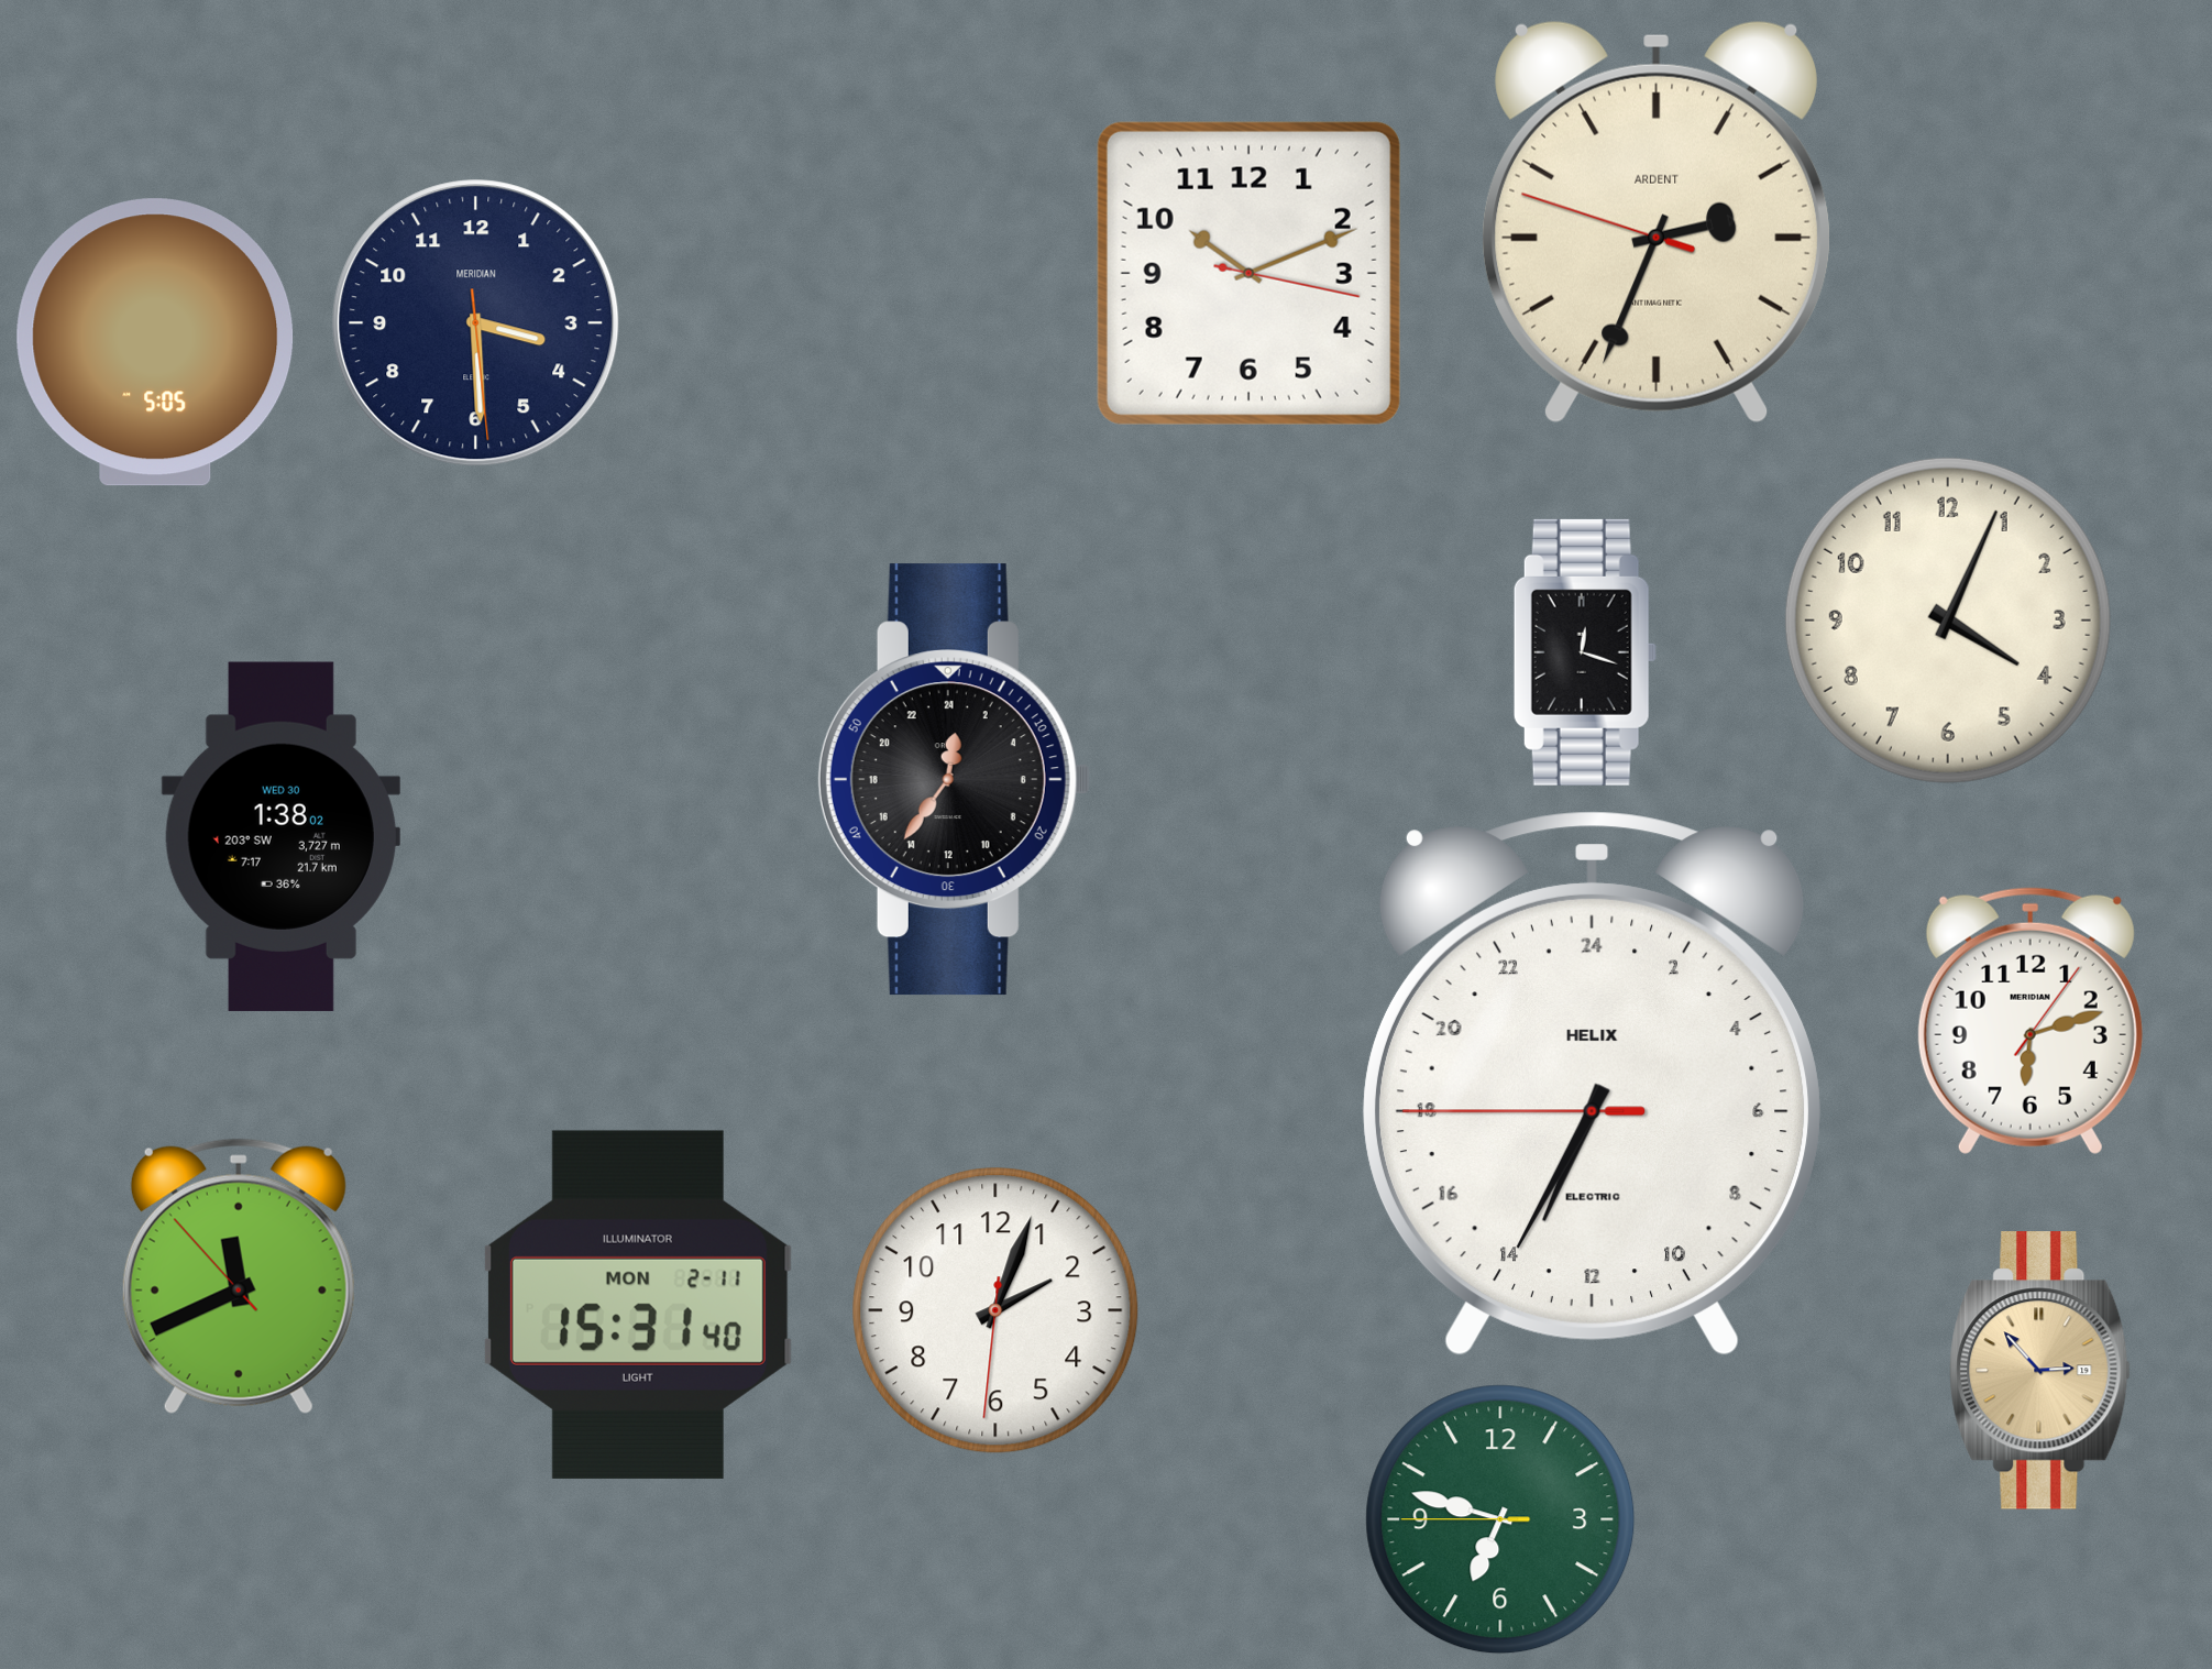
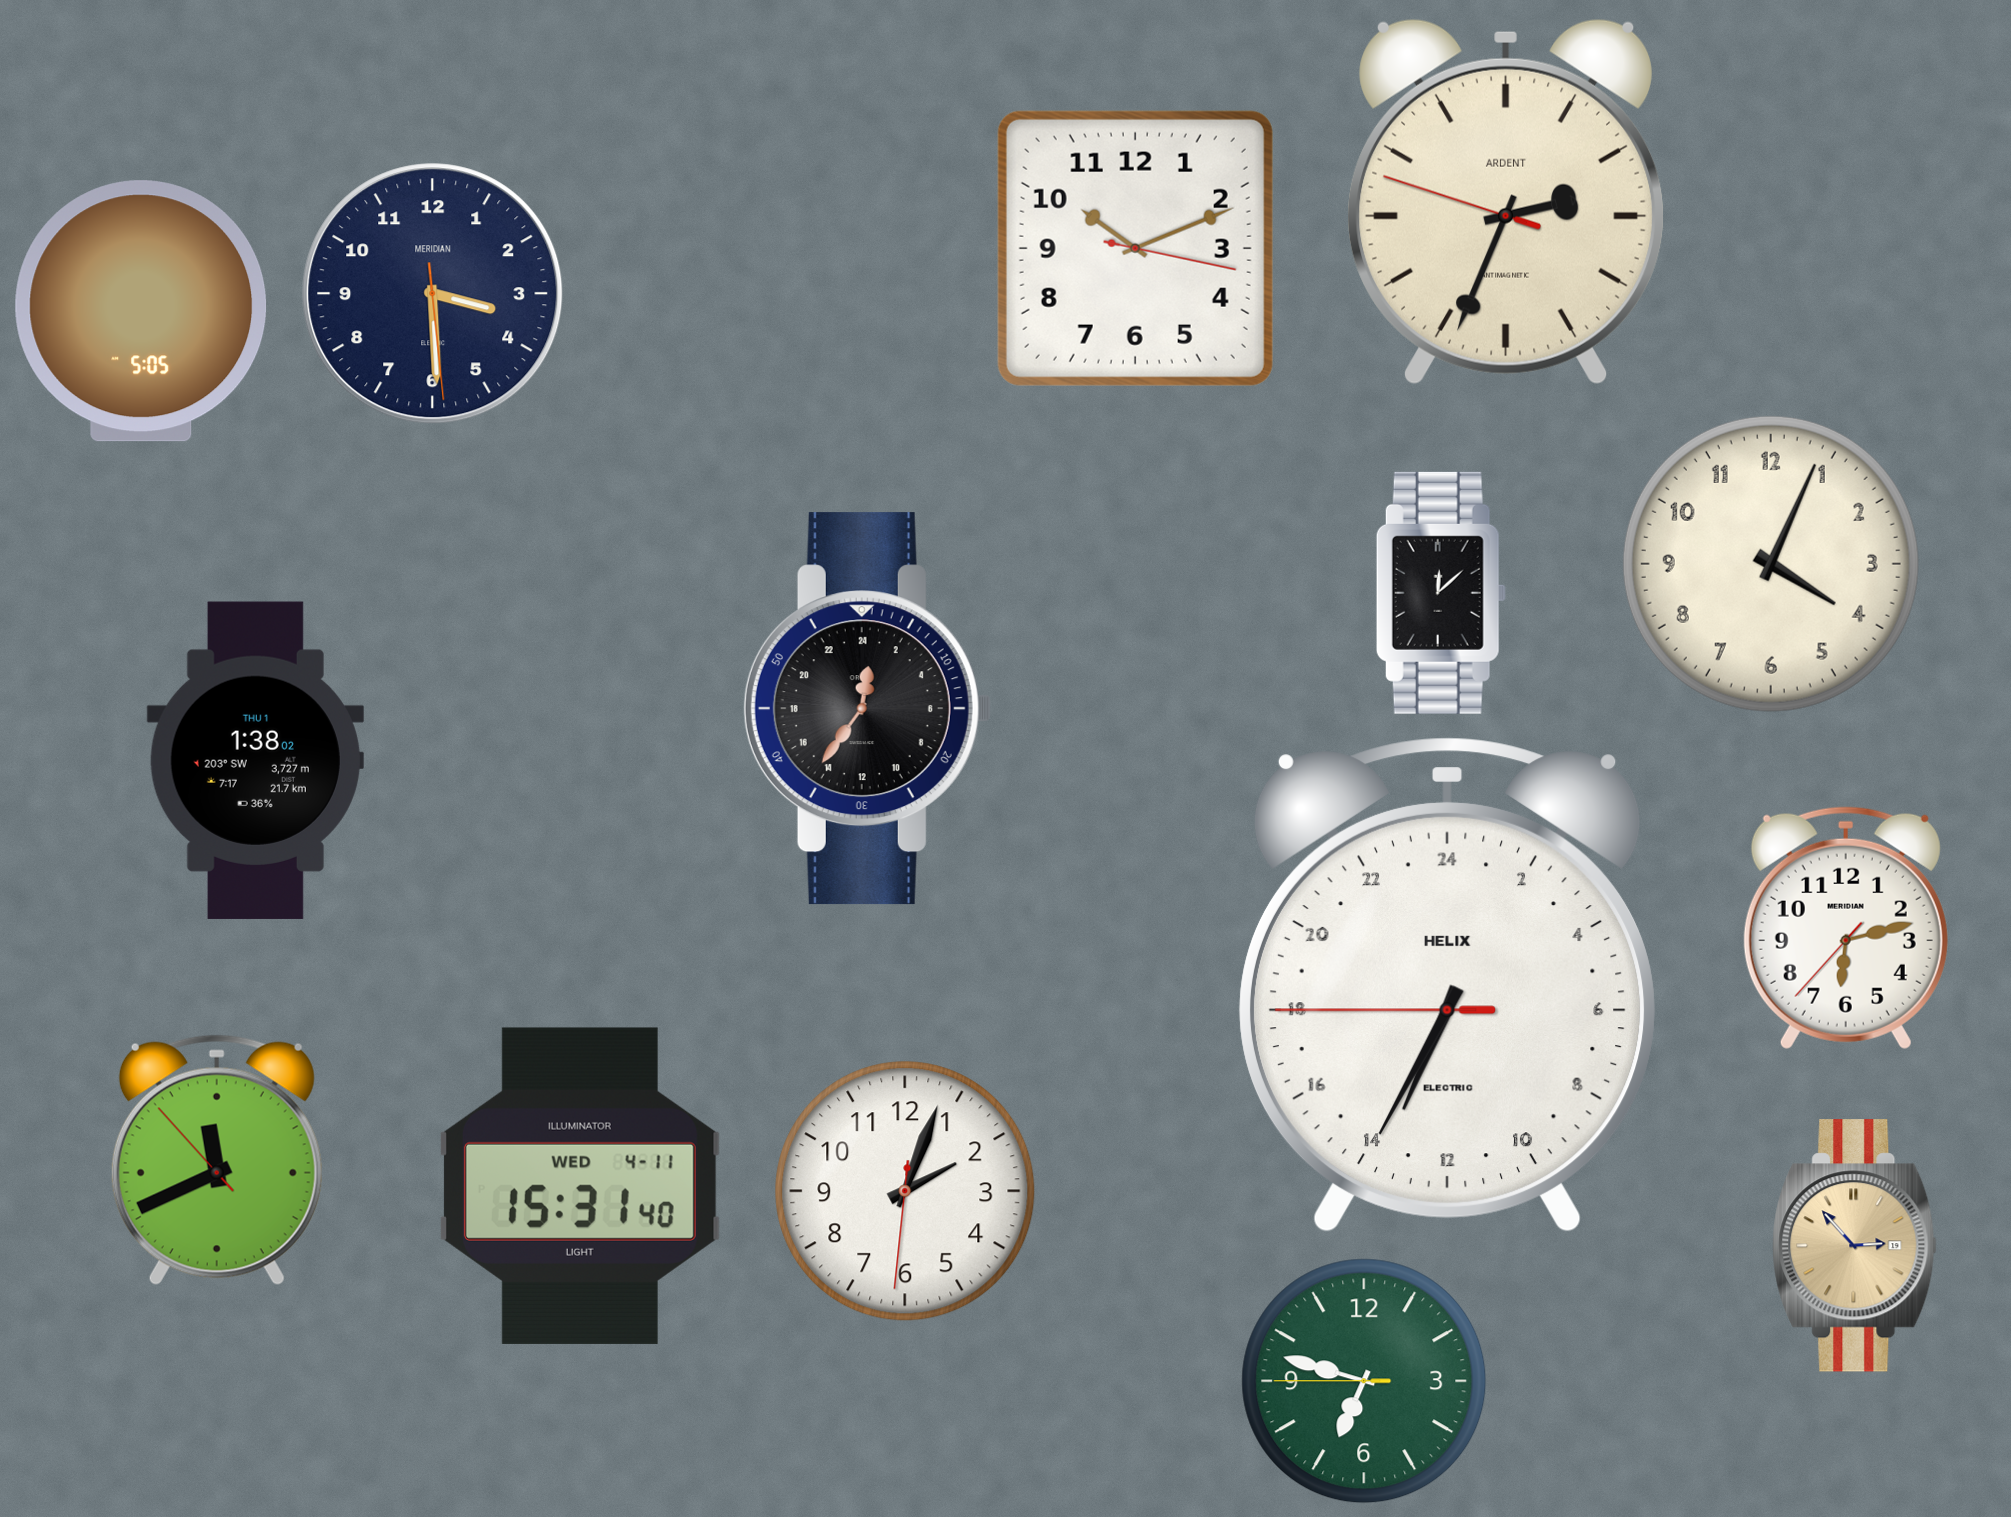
clock at (1585, 652): 12:18 -> 12:08
clock at (280, 836) date: WED 30 -> THU 1
clock at (2031, 1021): 6:12:06 -> 6:12:37
clock at (638, 1305) date: MON 2-11 -> WED 4-11
